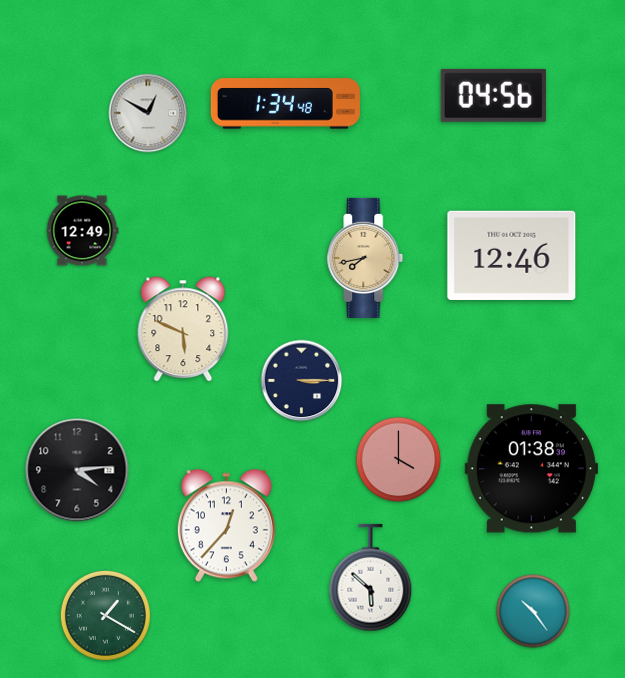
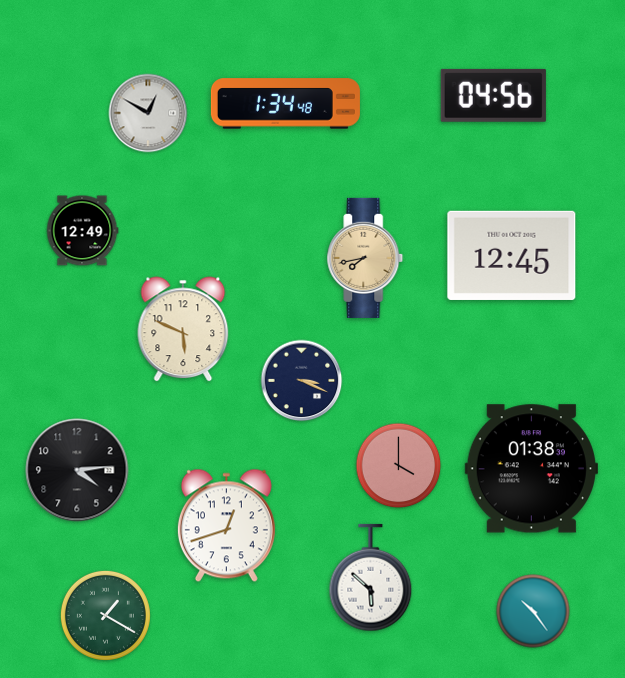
clock at (512, 255): 12:46 -> 12:45
clock at (302, 381): 3:15 -> 3:19
clock at (399, 460) position: (399, 460) -> (399, 466)
clock at (226, 526): 12:37 -> 12:42
